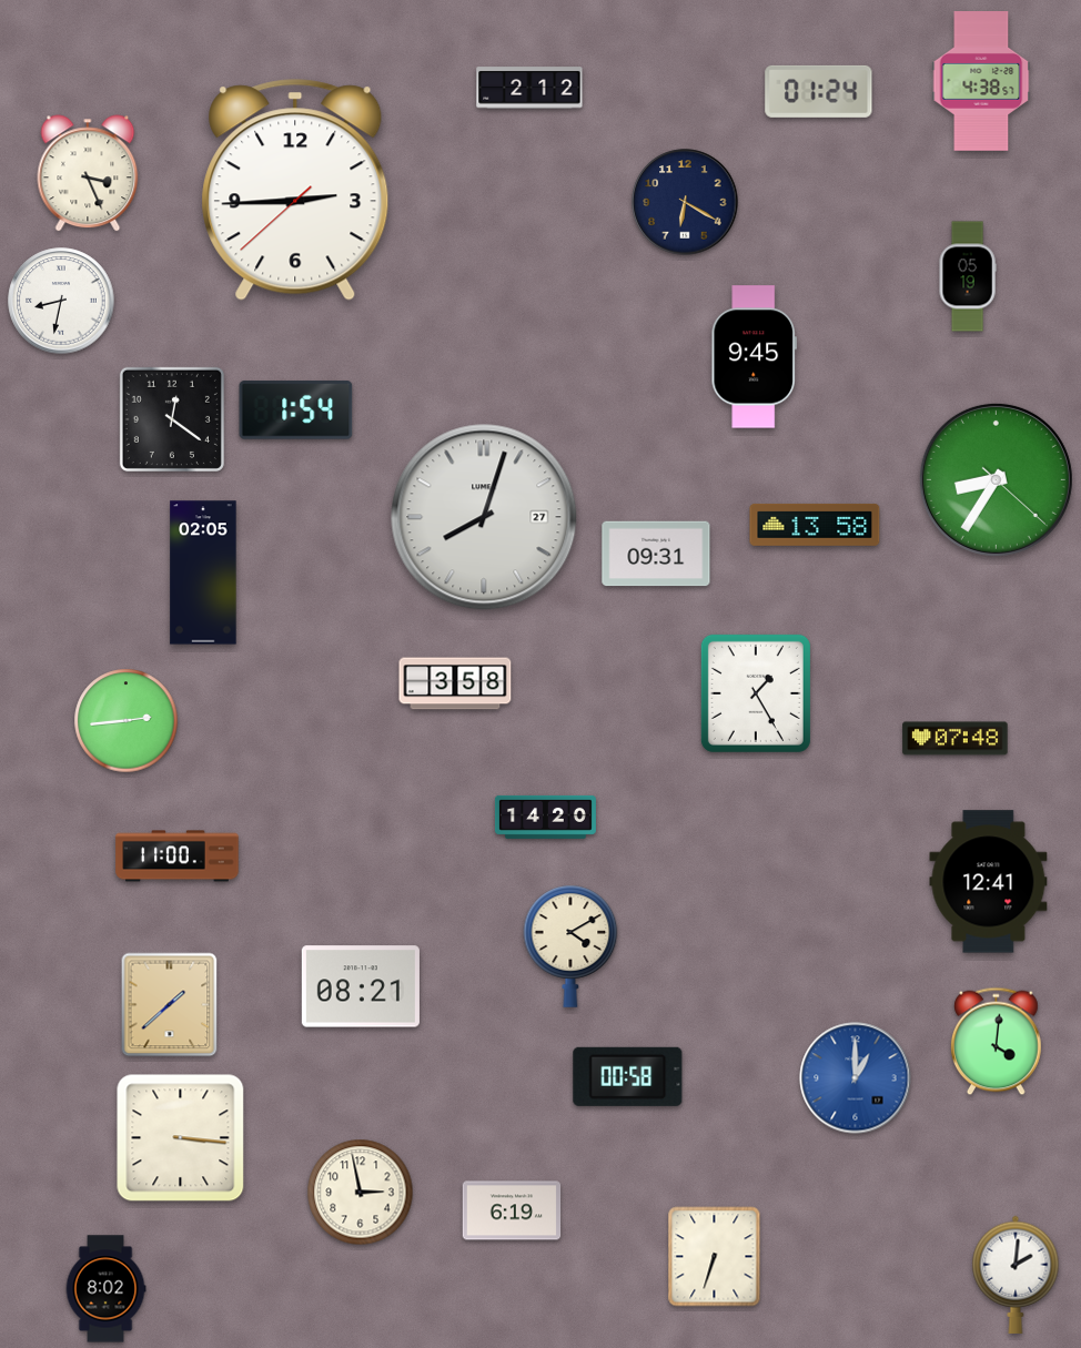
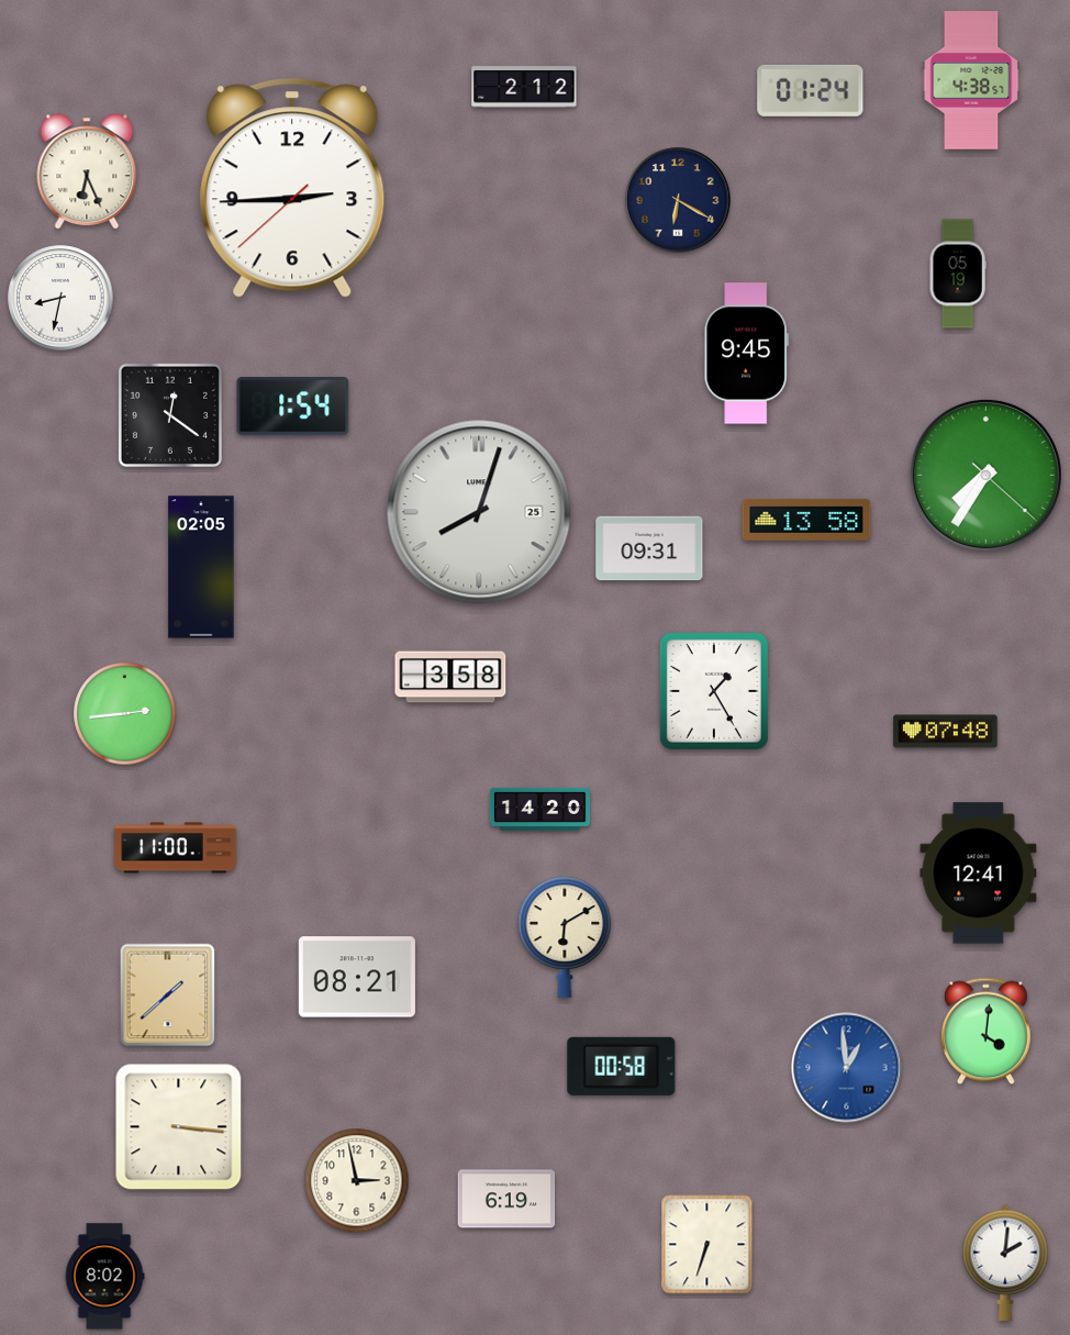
clock at (88, 173): 3:26 -> 6:26
clock at (996, 479): 8:35 -> 7:35
clock at (484, 517) date: 27 -> 25
clock at (756, 693) position: (756, 693) -> (714, 691)
clock at (570, 946): 4:10 -> 6:10
clock at (856, 1078): 1:00 -> 12:59
